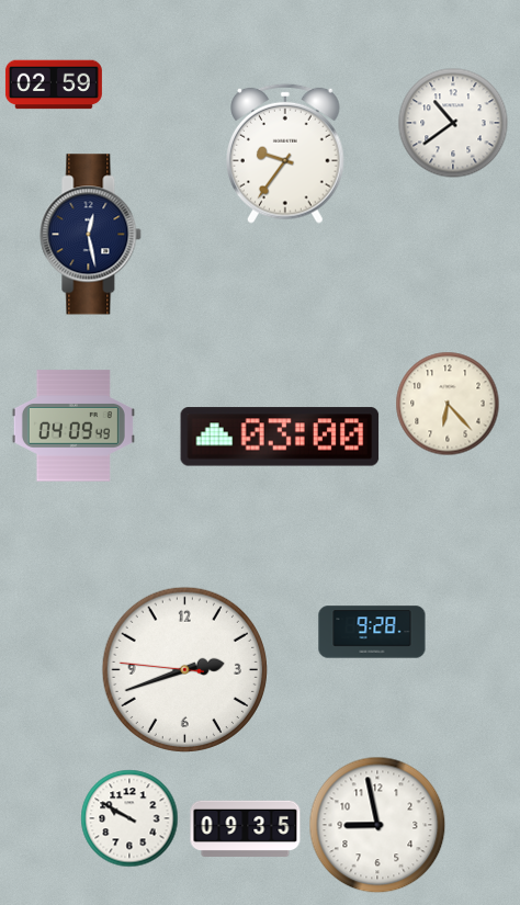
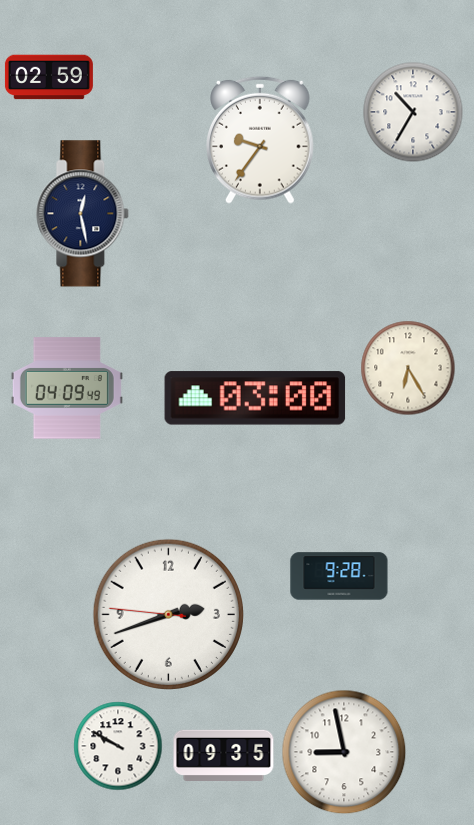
clock at (453, 123): 10:39 -> 10:35
clock at (448, 404): 6:23 -> 6:25
clock at (184, 669) position: (184, 669) -> (168, 614)
